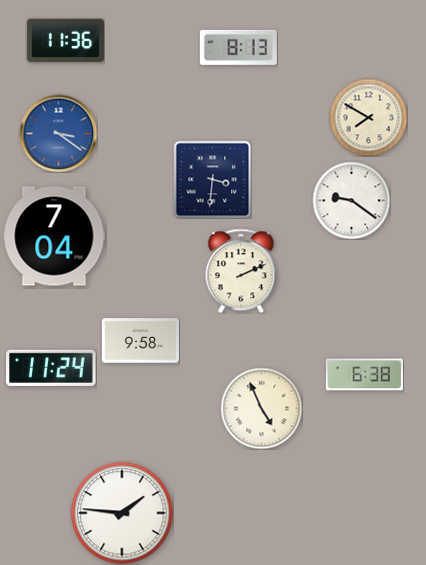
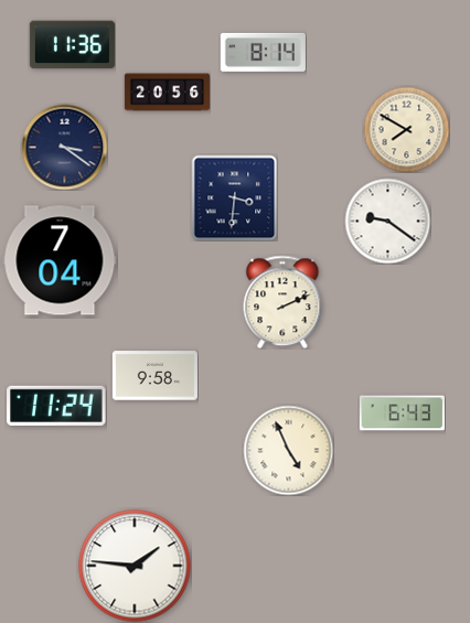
clock at (238, 47): 8:13 -> 8:14
clock at (167, 93): none -> 20:56
clock at (58, 133) dial: blue -> navy
clock at (241, 271) position: (241, 271) -> (282, 302)
clock at (364, 375): 6:38 -> 6:43
